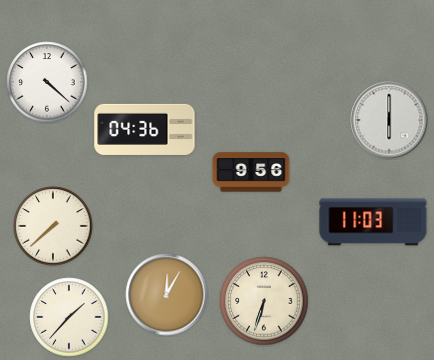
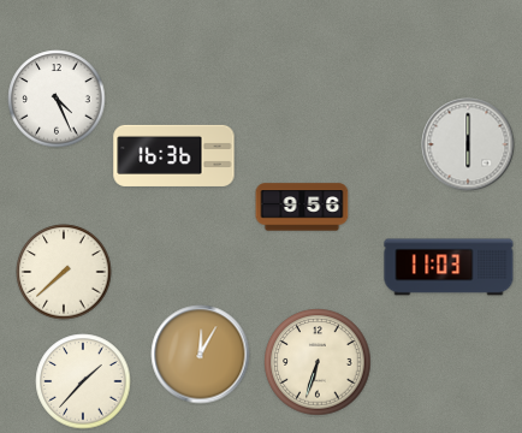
clock at (47, 82): 4:22 -> 4:26
clock at (145, 129): 04:36 -> 16:36
